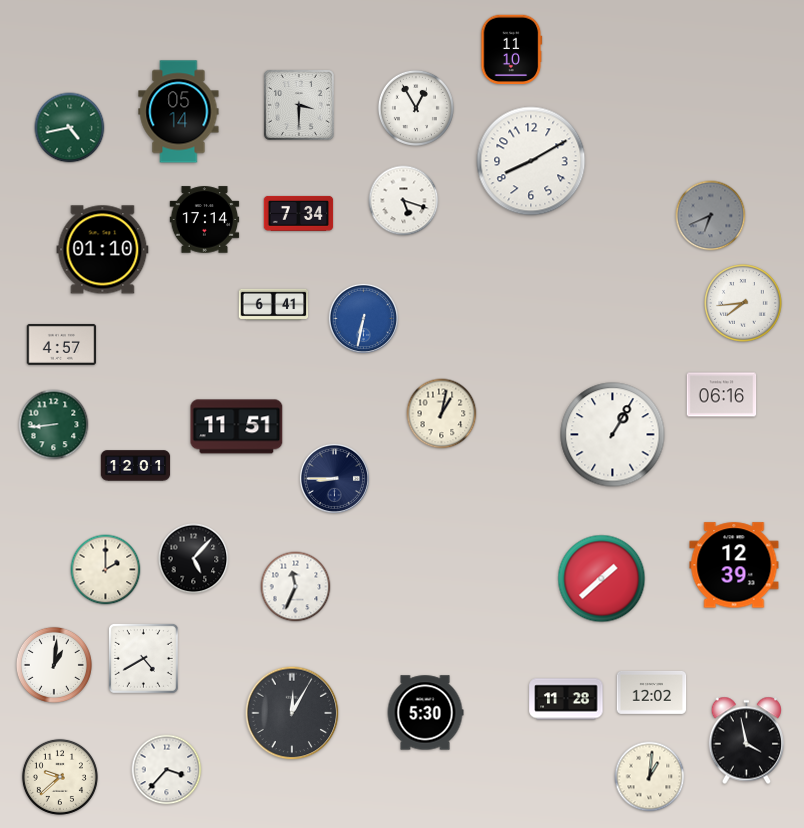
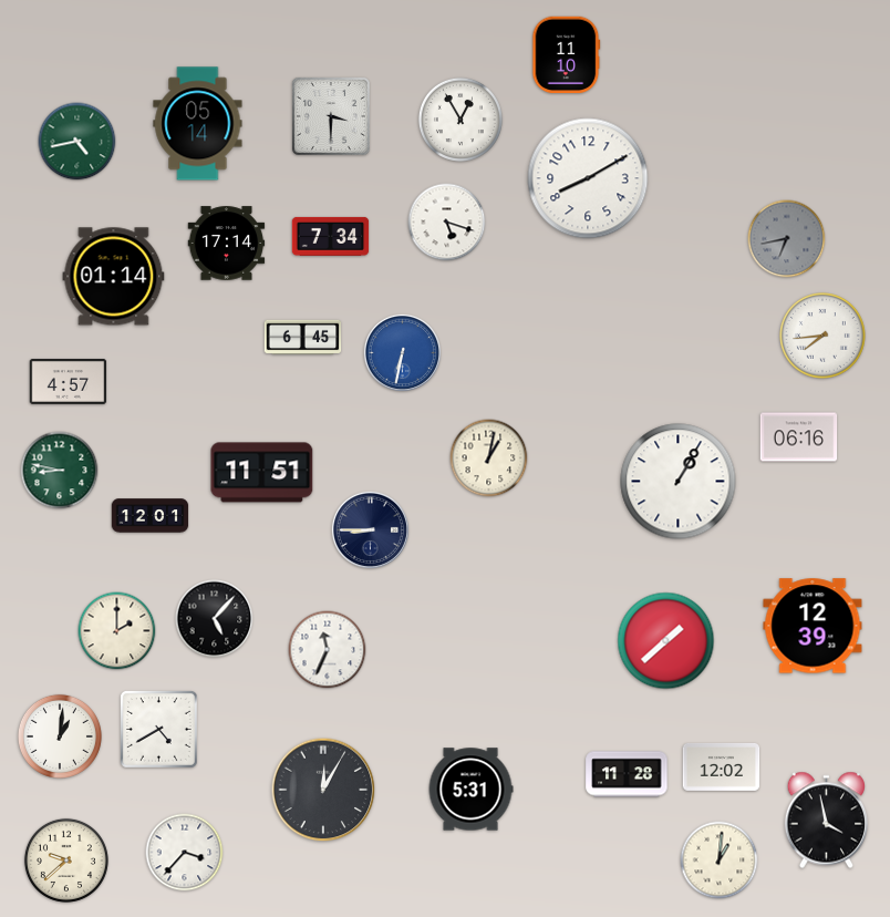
clock at (711, 216): 6:41 -> 6:43
clock at (103, 250): 01:10 -> 01:14
clock at (274, 305): 6:41 -> 6:45
clock at (54, 425): 8:44 -> 8:47
clock at (425, 713): 5:30 -> 5:31
